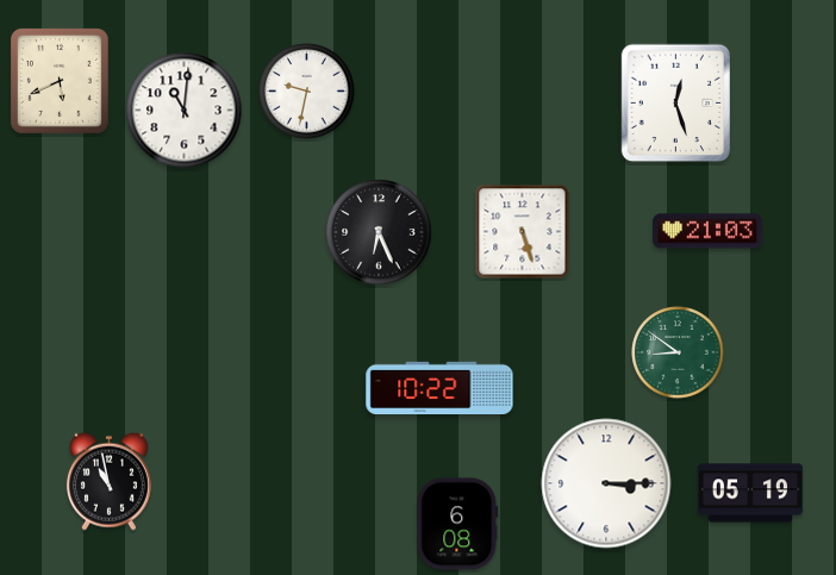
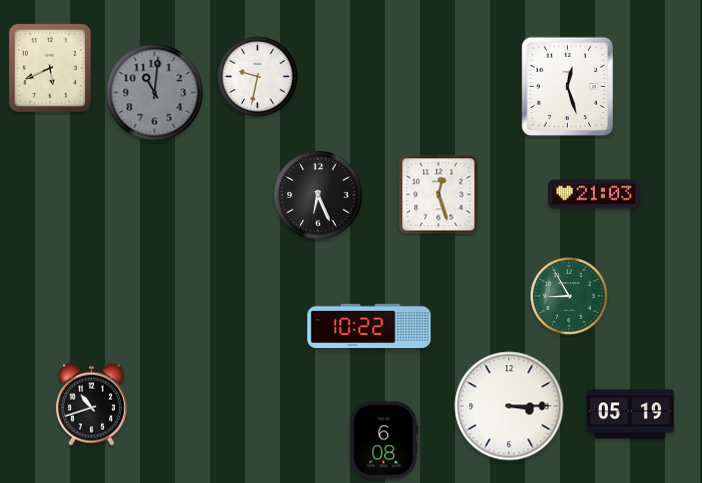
clock at (185, 111) dial: white -> grey
clock at (523, 232): 5:27 -> 12:27
clock at (678, 352): 8:51 -> 8:55
clock at (108, 481): 10:58 -> 10:42
